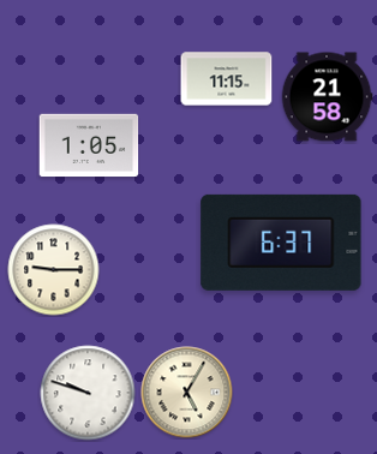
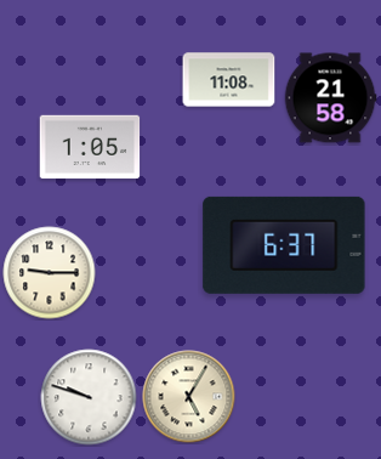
clock at (227, 79): 11:15 -> 11:08
clock at (54, 270) position: (54, 270) -> (50, 273)
